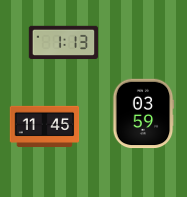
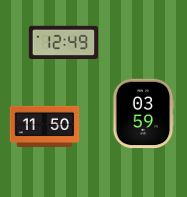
clock at (64, 43): 1:13 -> 12:49
clock at (45, 126): 11:45 -> 11:50
